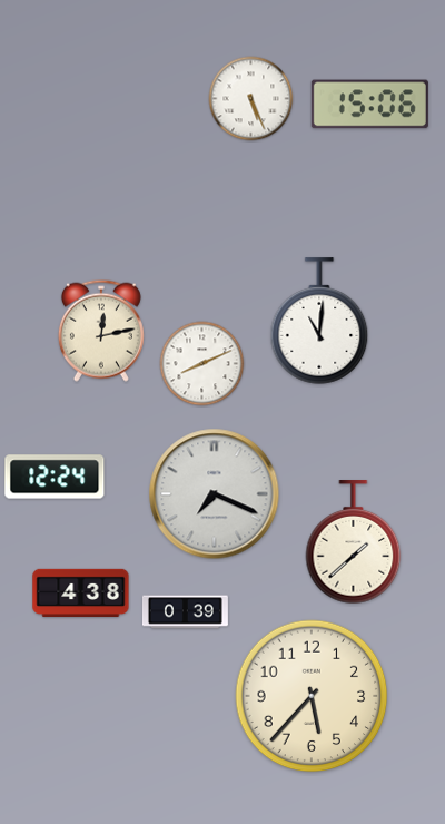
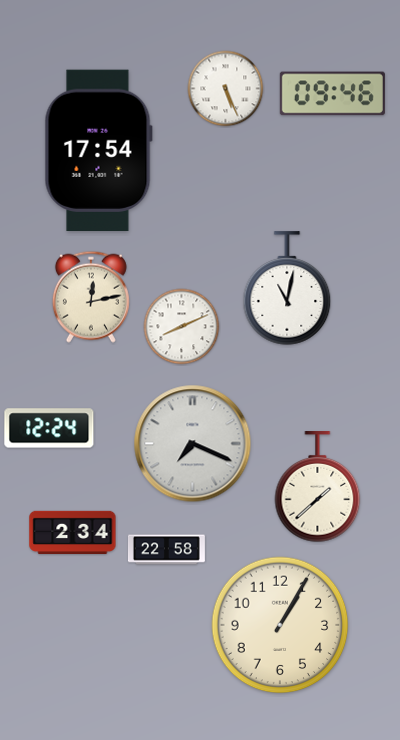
clock at (369, 105): 15:06 -> 09:46
clock at (98, 150): none -> 17:54
clock at (319, 321): 11:01 -> 11:02
clock at (81, 592): 4:38 -> 2:34
clock at (185, 612): 0:39 -> 22:58
clock at (311, 696): 5:37 -> 1:05
